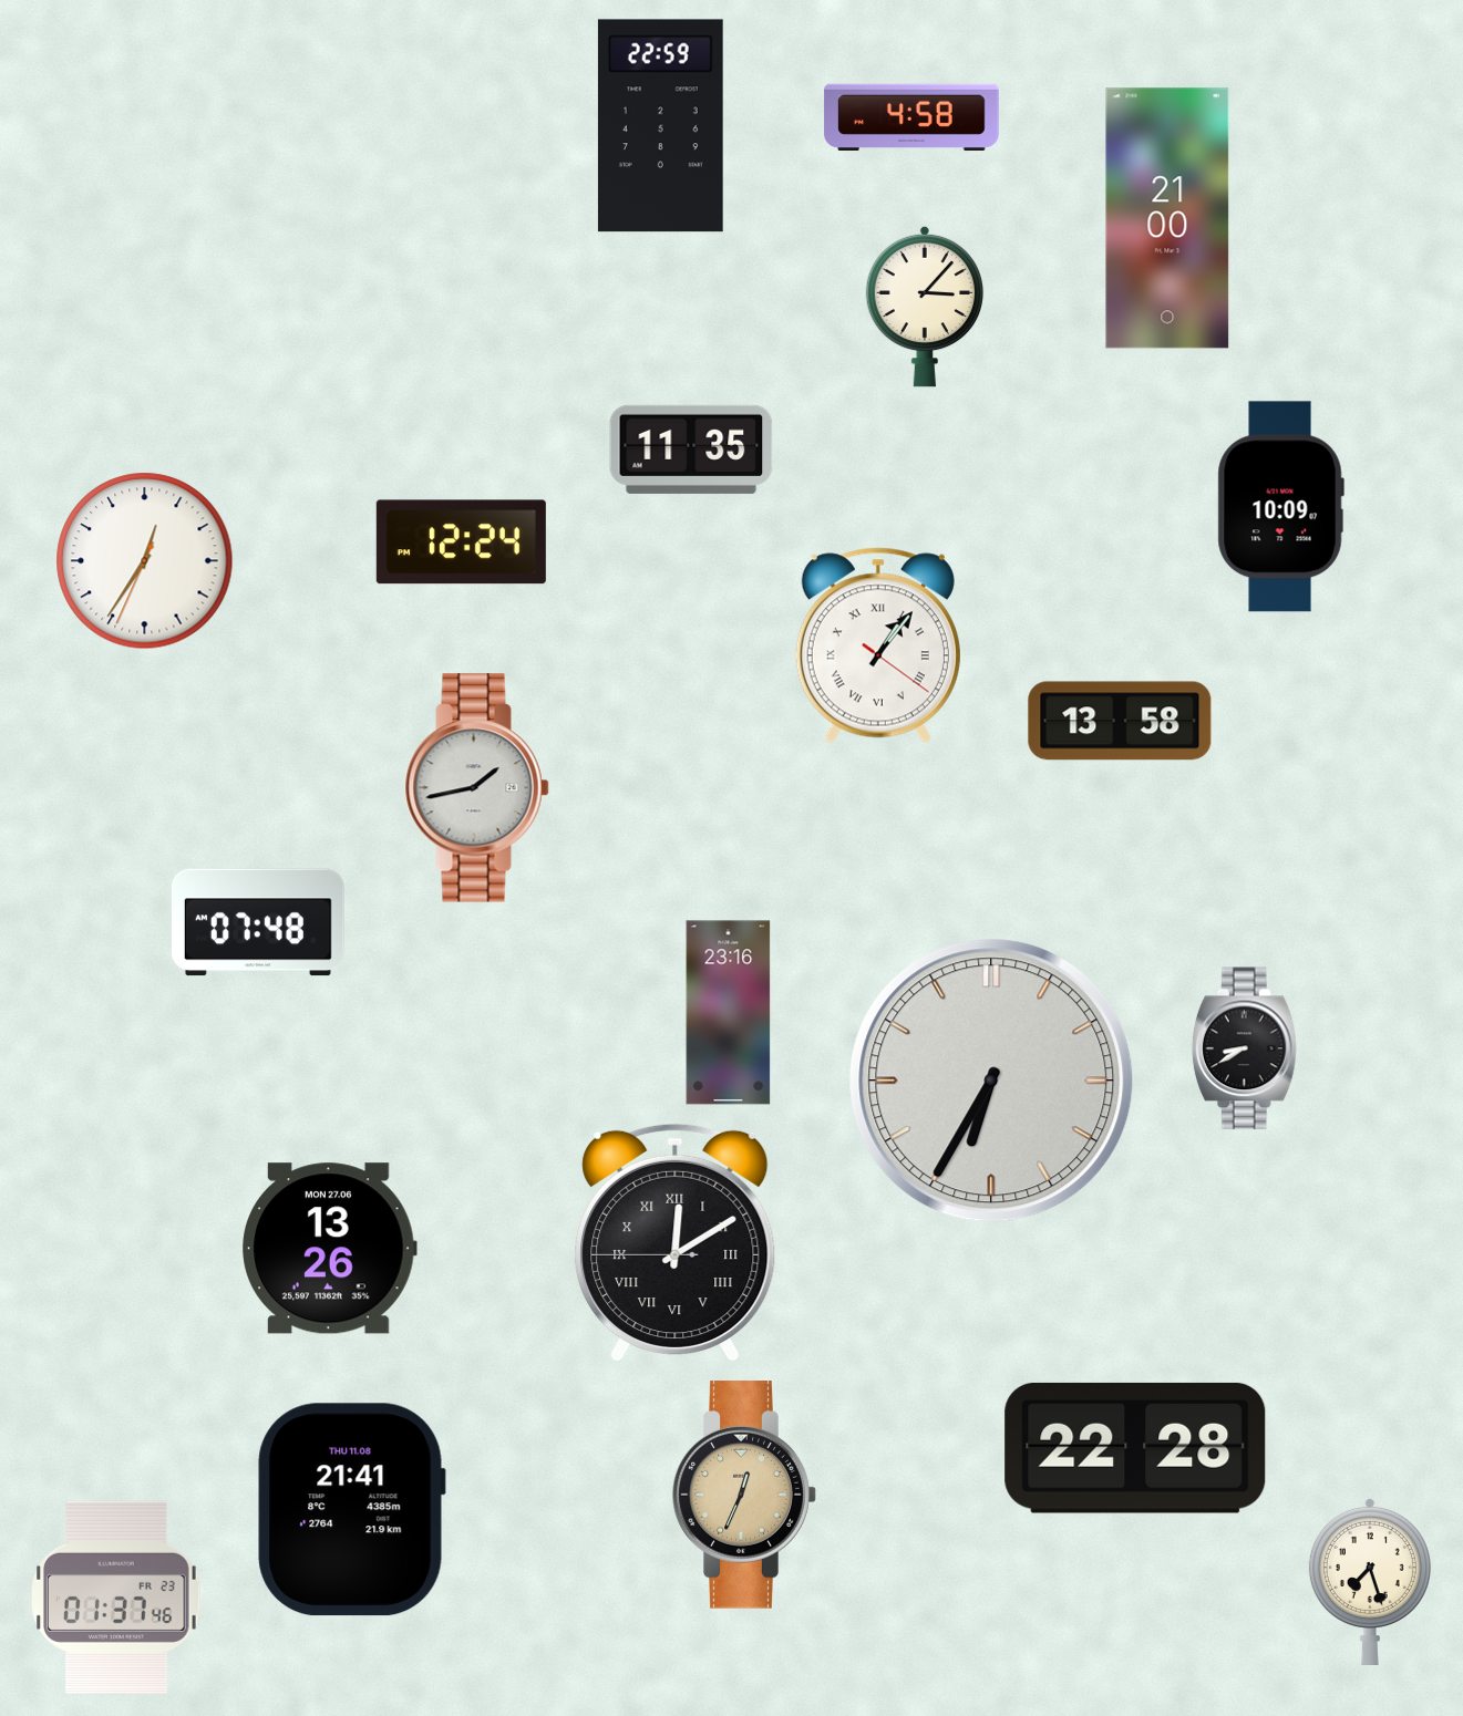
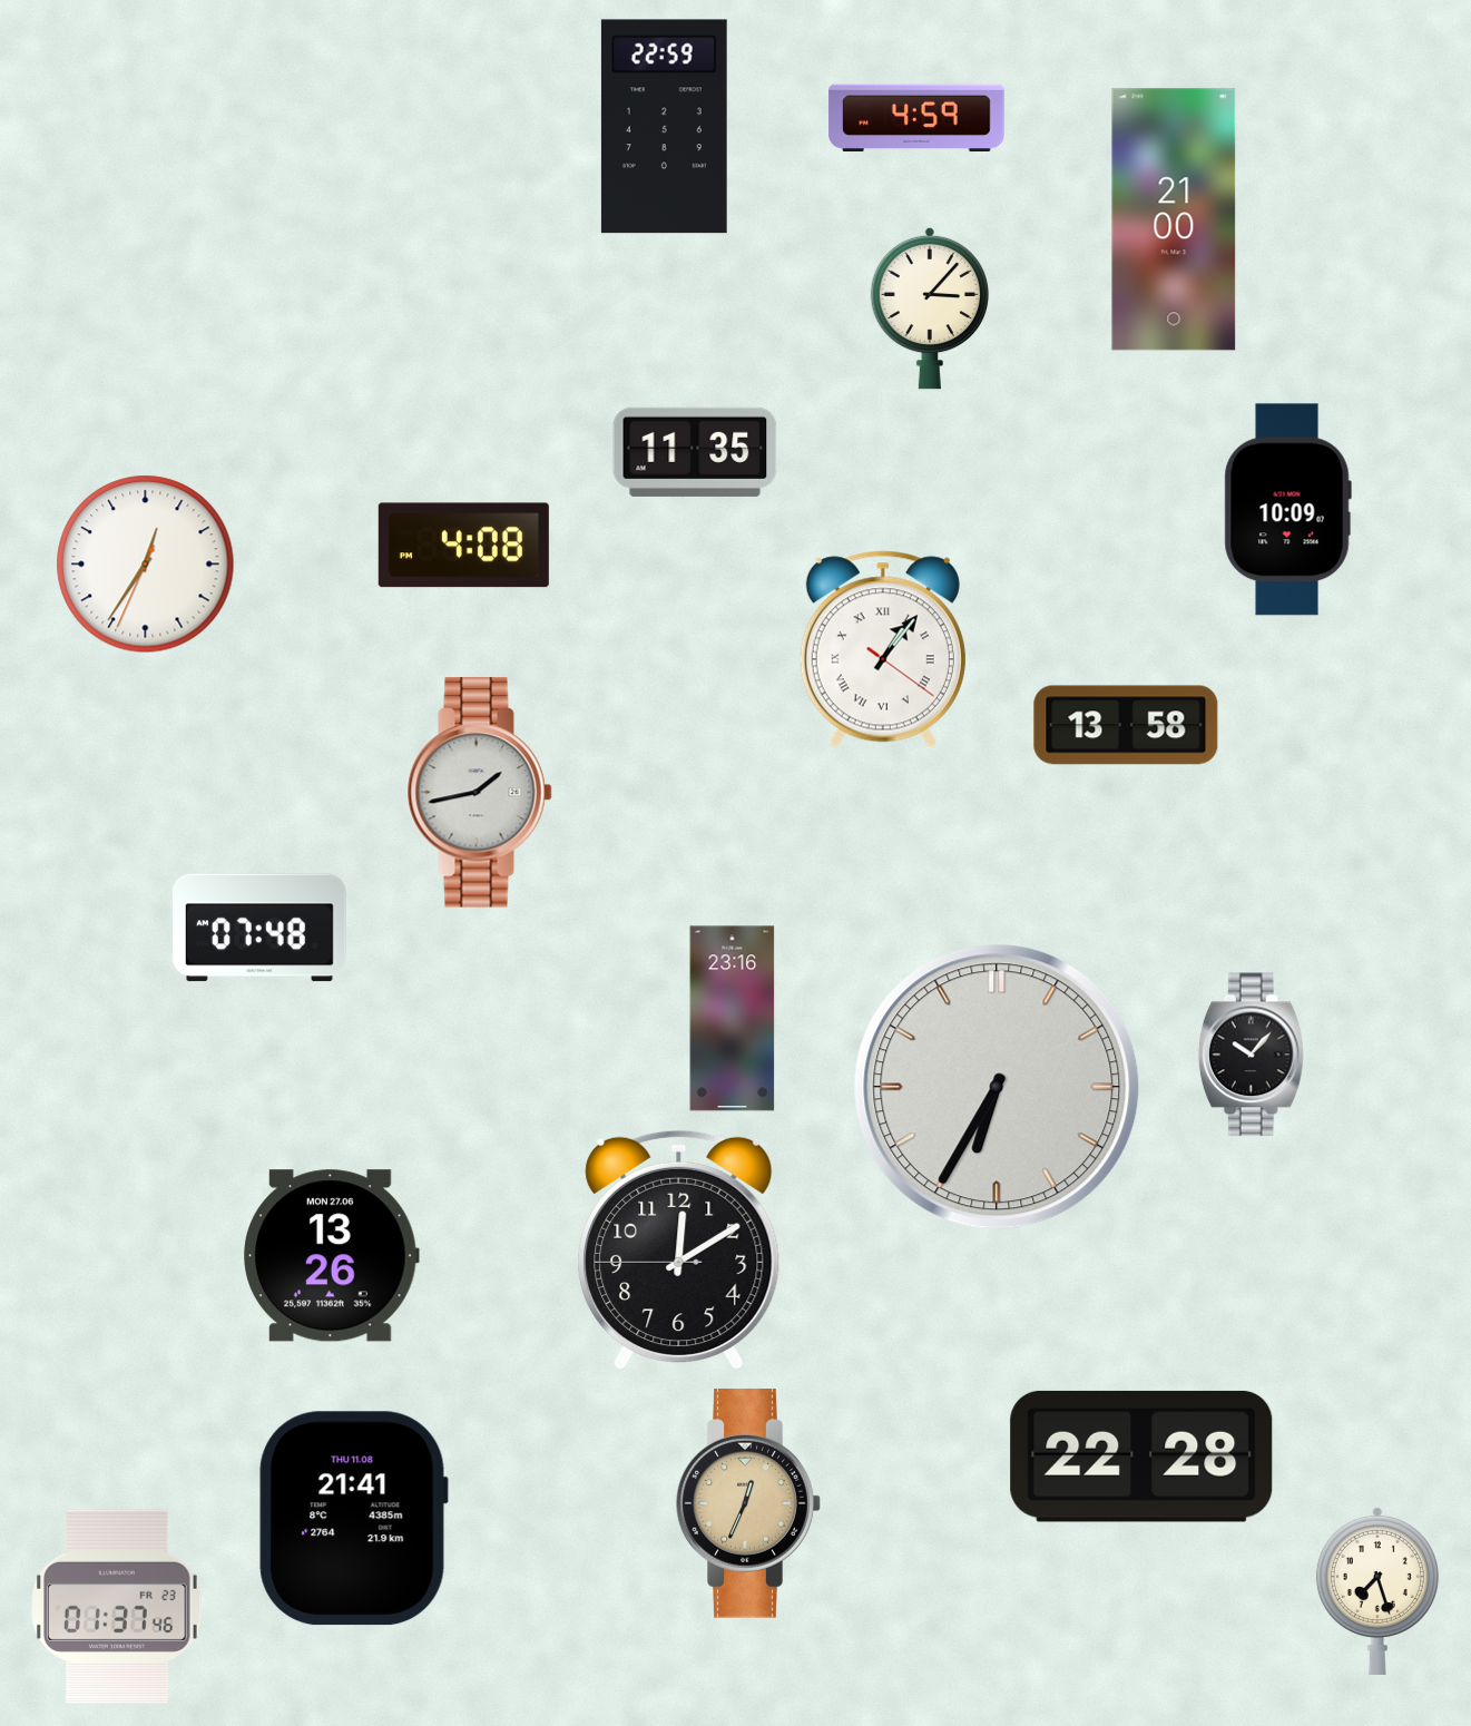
clock at (911, 116): 4:58 -> 4:59
clock at (461, 542): 12:24 -> 4:08
clock at (1245, 1048): 8:40 -> 10:07
clock at (676, 1243) numerals: Roman -> Arabic
